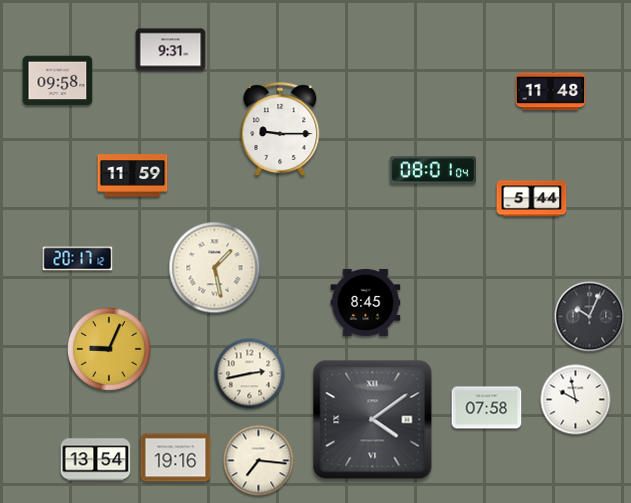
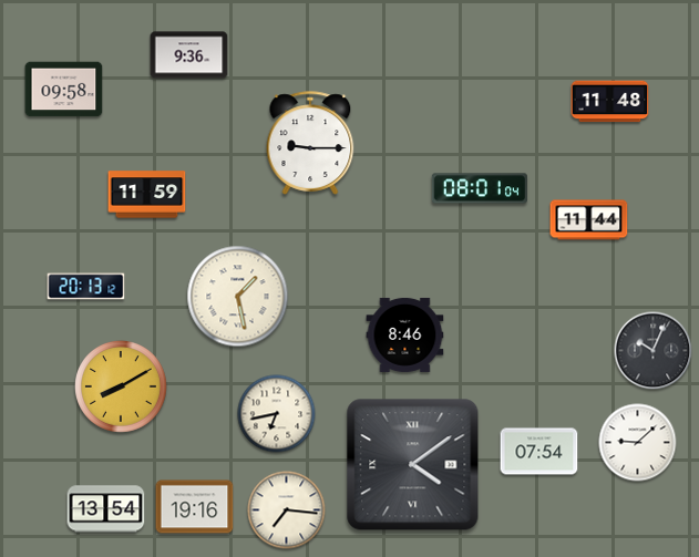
clock at (171, 50): 9:31 -> 9:36
clock at (532, 199): 5:44 -> 11:44
clock at (78, 259): 20:17 -> 20:13
clock at (366, 302): 8:45 -> 8:46
clock at (110, 350): 9:04 -> 8:10
clock at (250, 374): 2:43 -> 6:43
clock at (576, 400): 9:58 -> 9:08
clock at (487, 408): 07:58 -> 07:54
